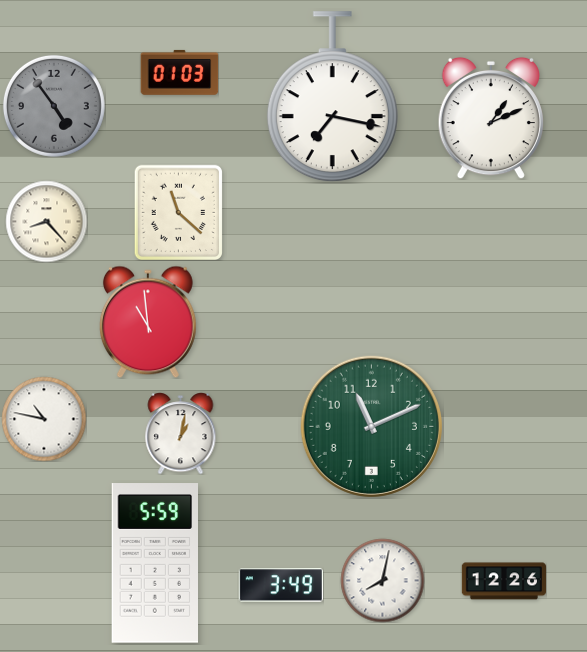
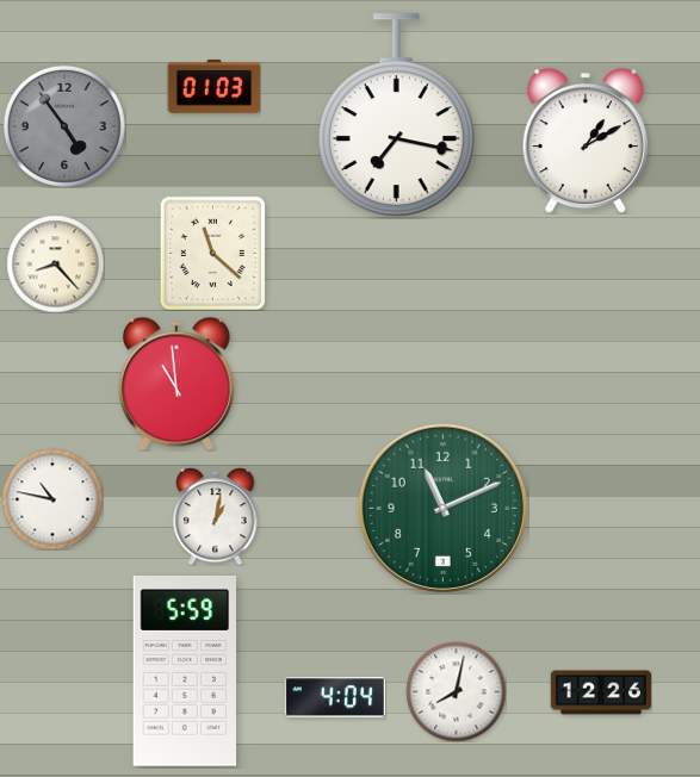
clock at (491, 118): 1:11 -> 1:10
clock at (281, 585): 3:49 -> 4:04
